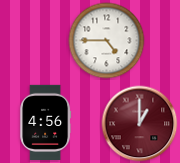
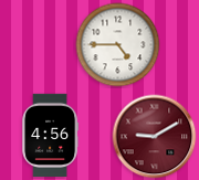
clock at (140, 124): 1:00 -> 9:10
